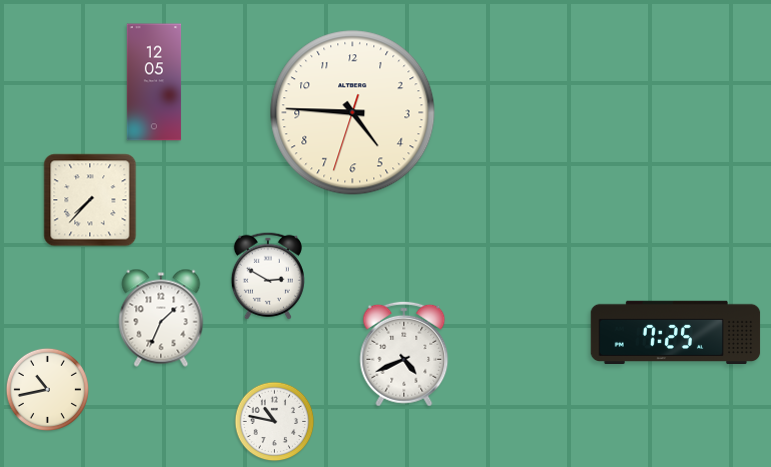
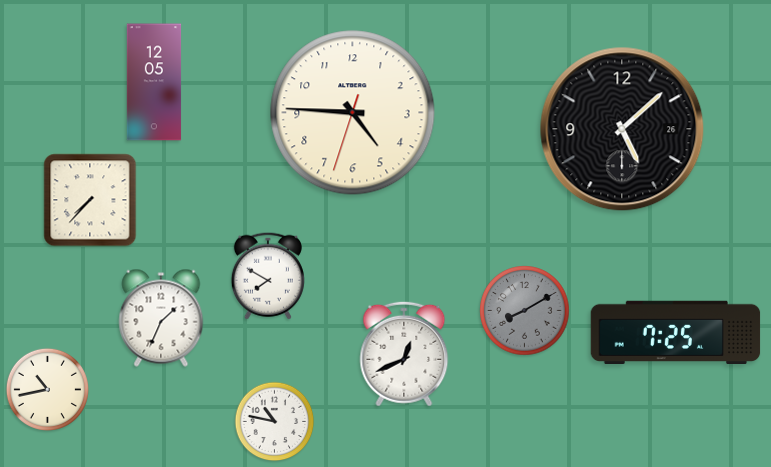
clock at (622, 129): none -> 5:08
clock at (268, 276): 2:50 -> 7:50
clock at (525, 311): none -> 8:10
clock at (404, 354): 4:41 -> 12:41
